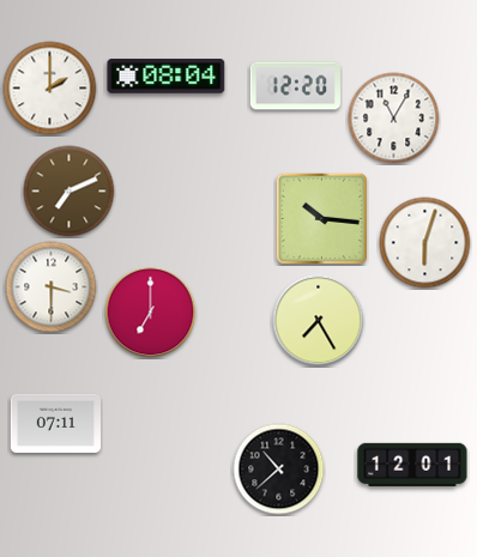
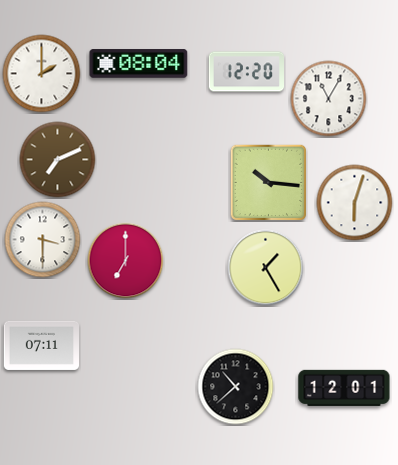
clock at (319, 321): 7:25 -> 1:25
clock at (56, 423) position: (56, 423) -> (42, 345)
clock at (279, 470) position: (279, 470) -> (236, 387)
